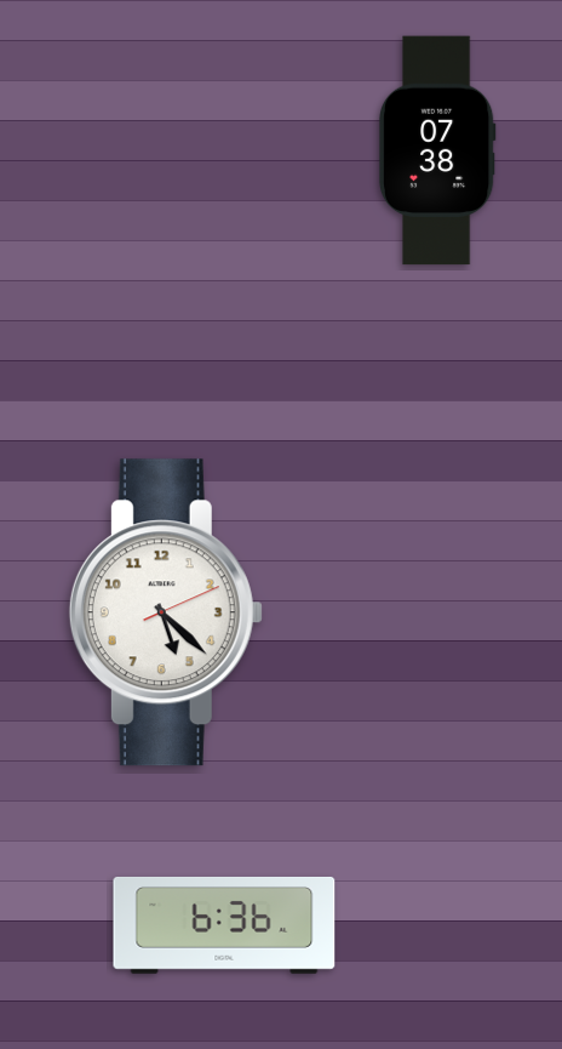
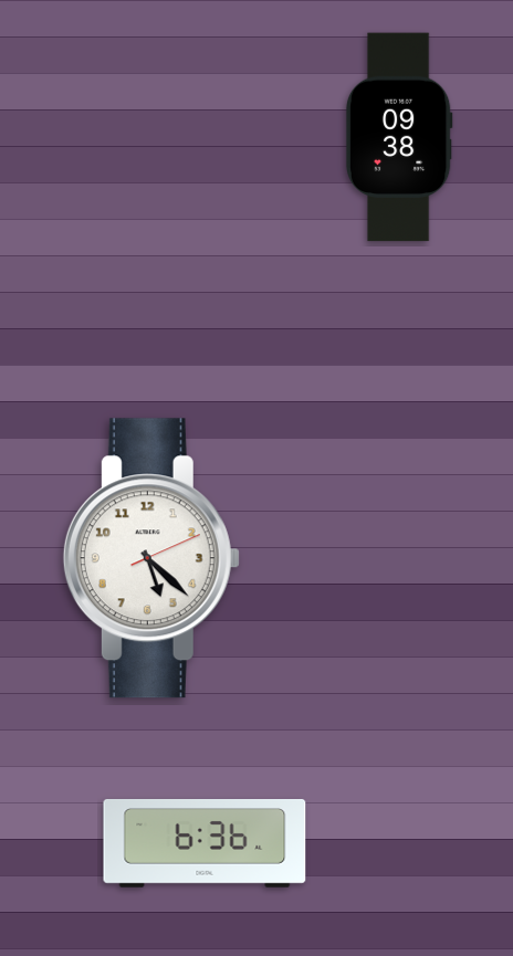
clock at (437, 150): 07:38 -> 09:38
